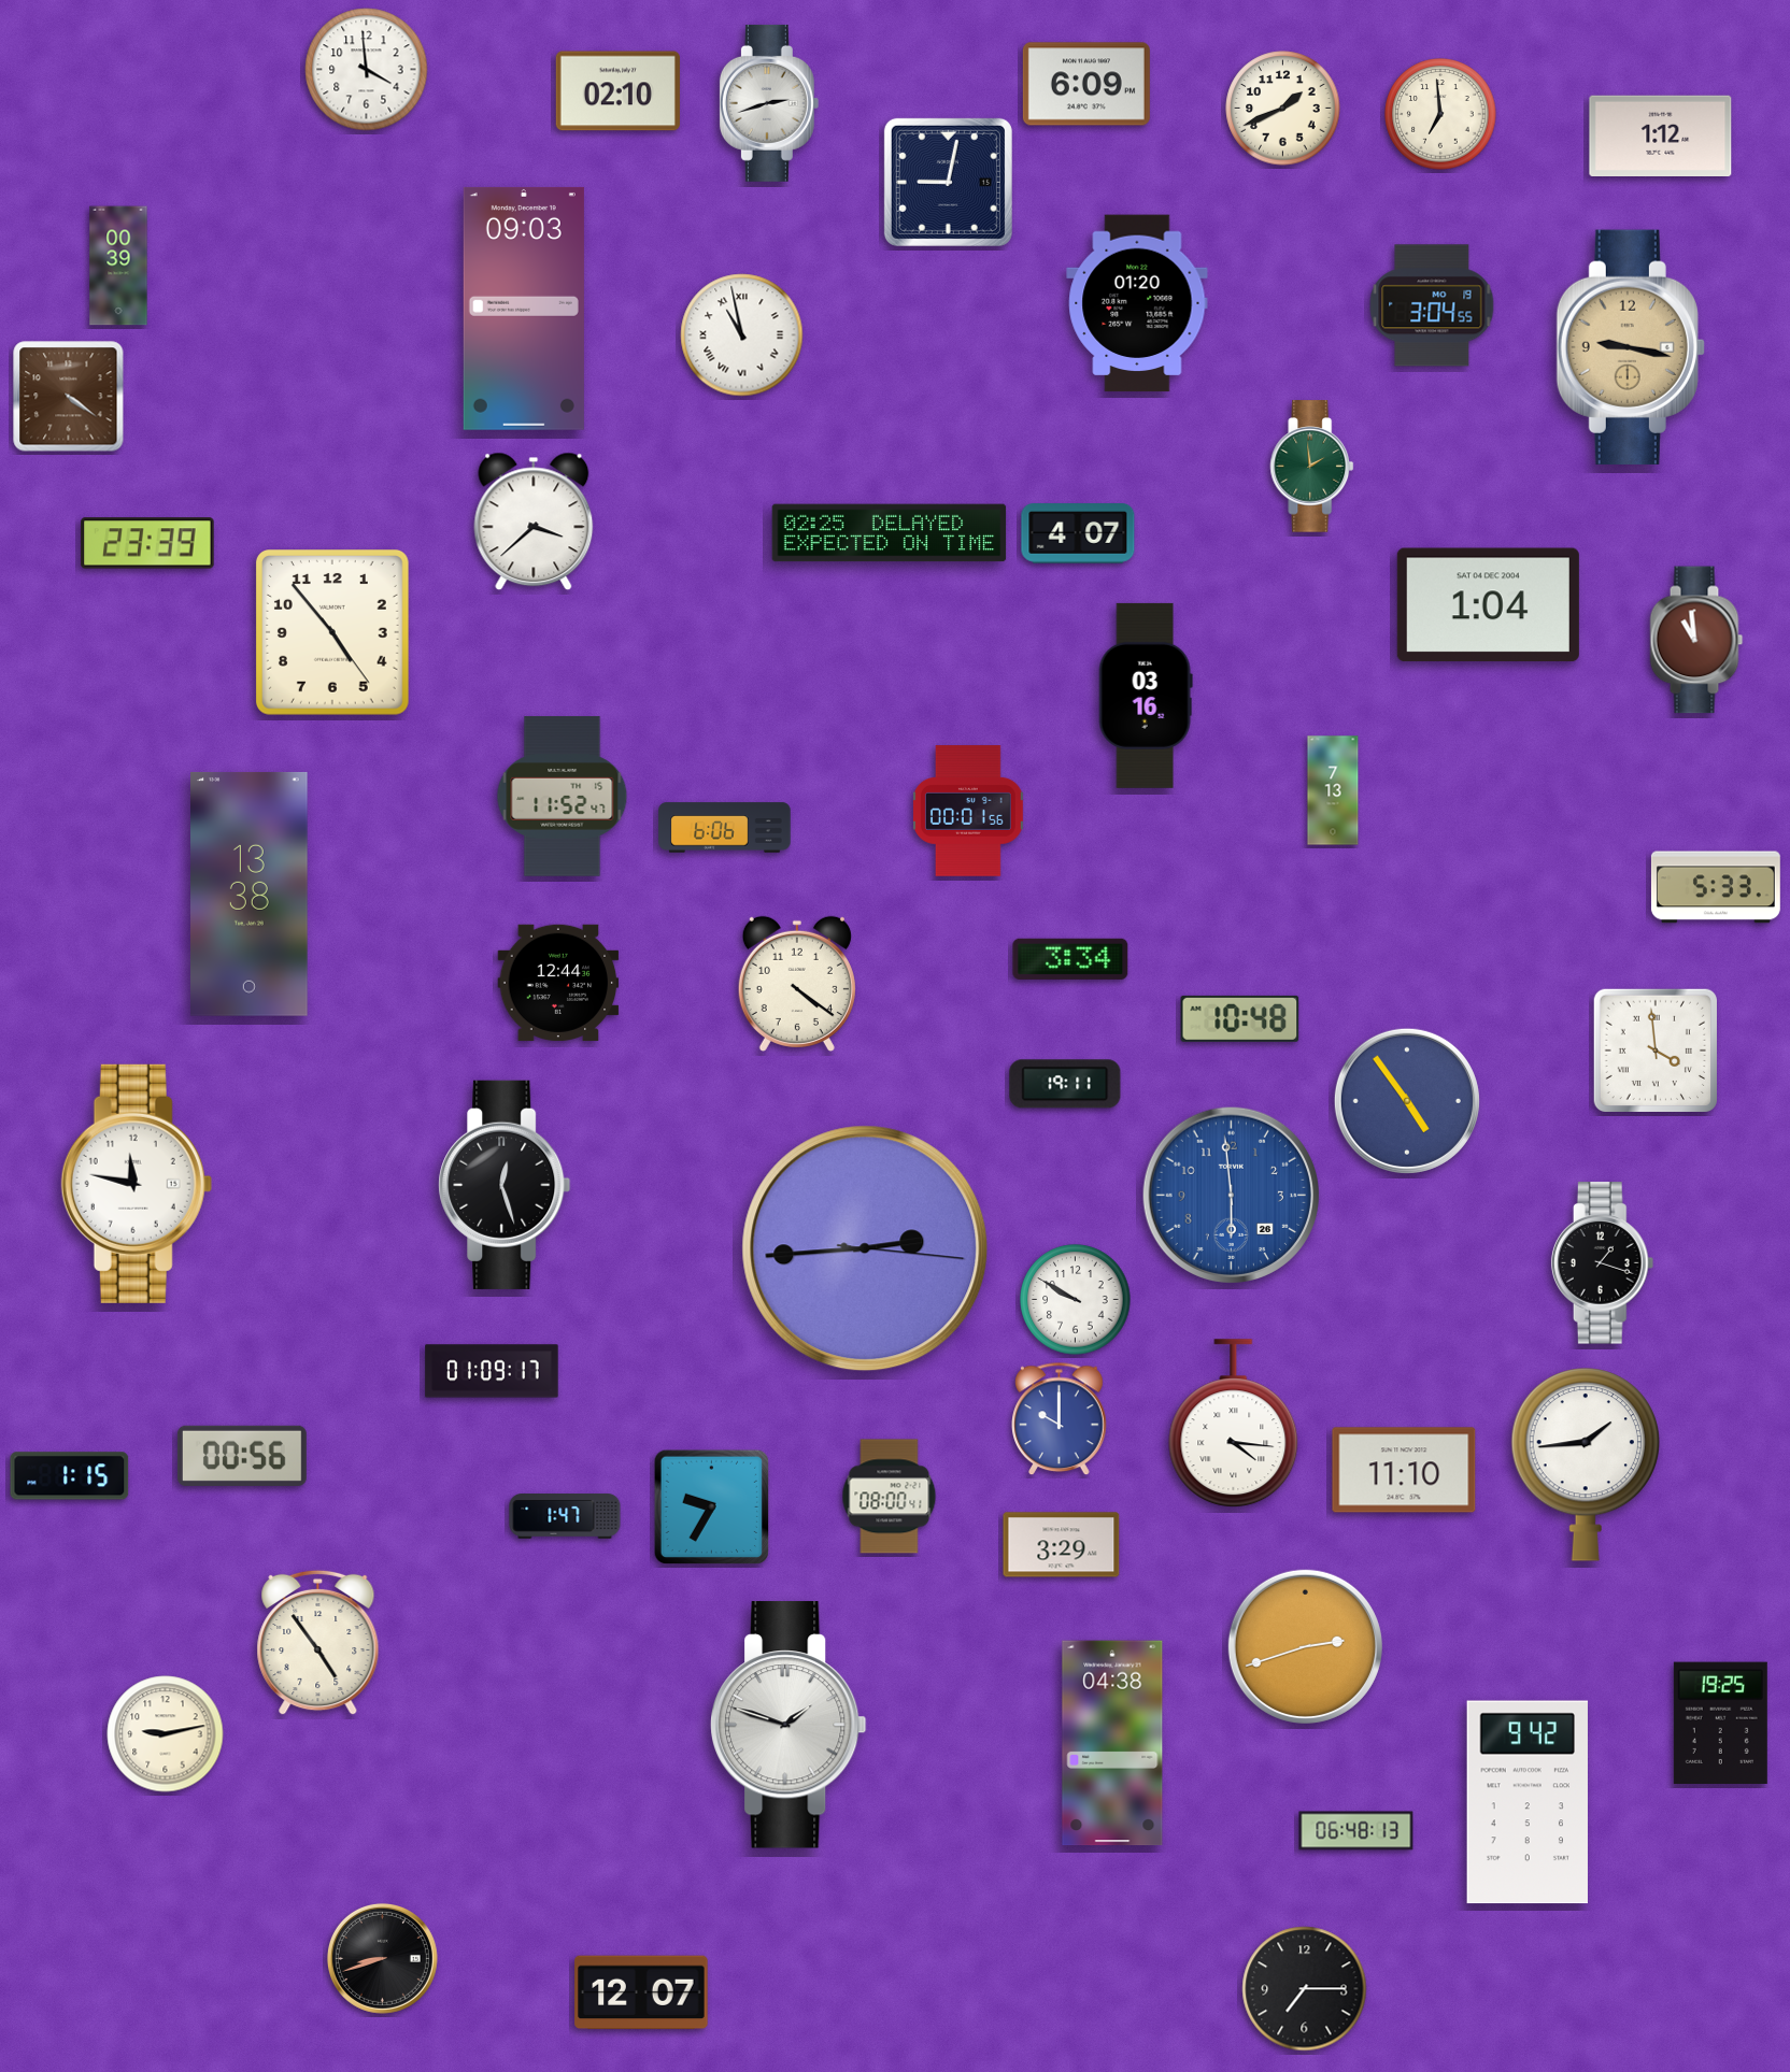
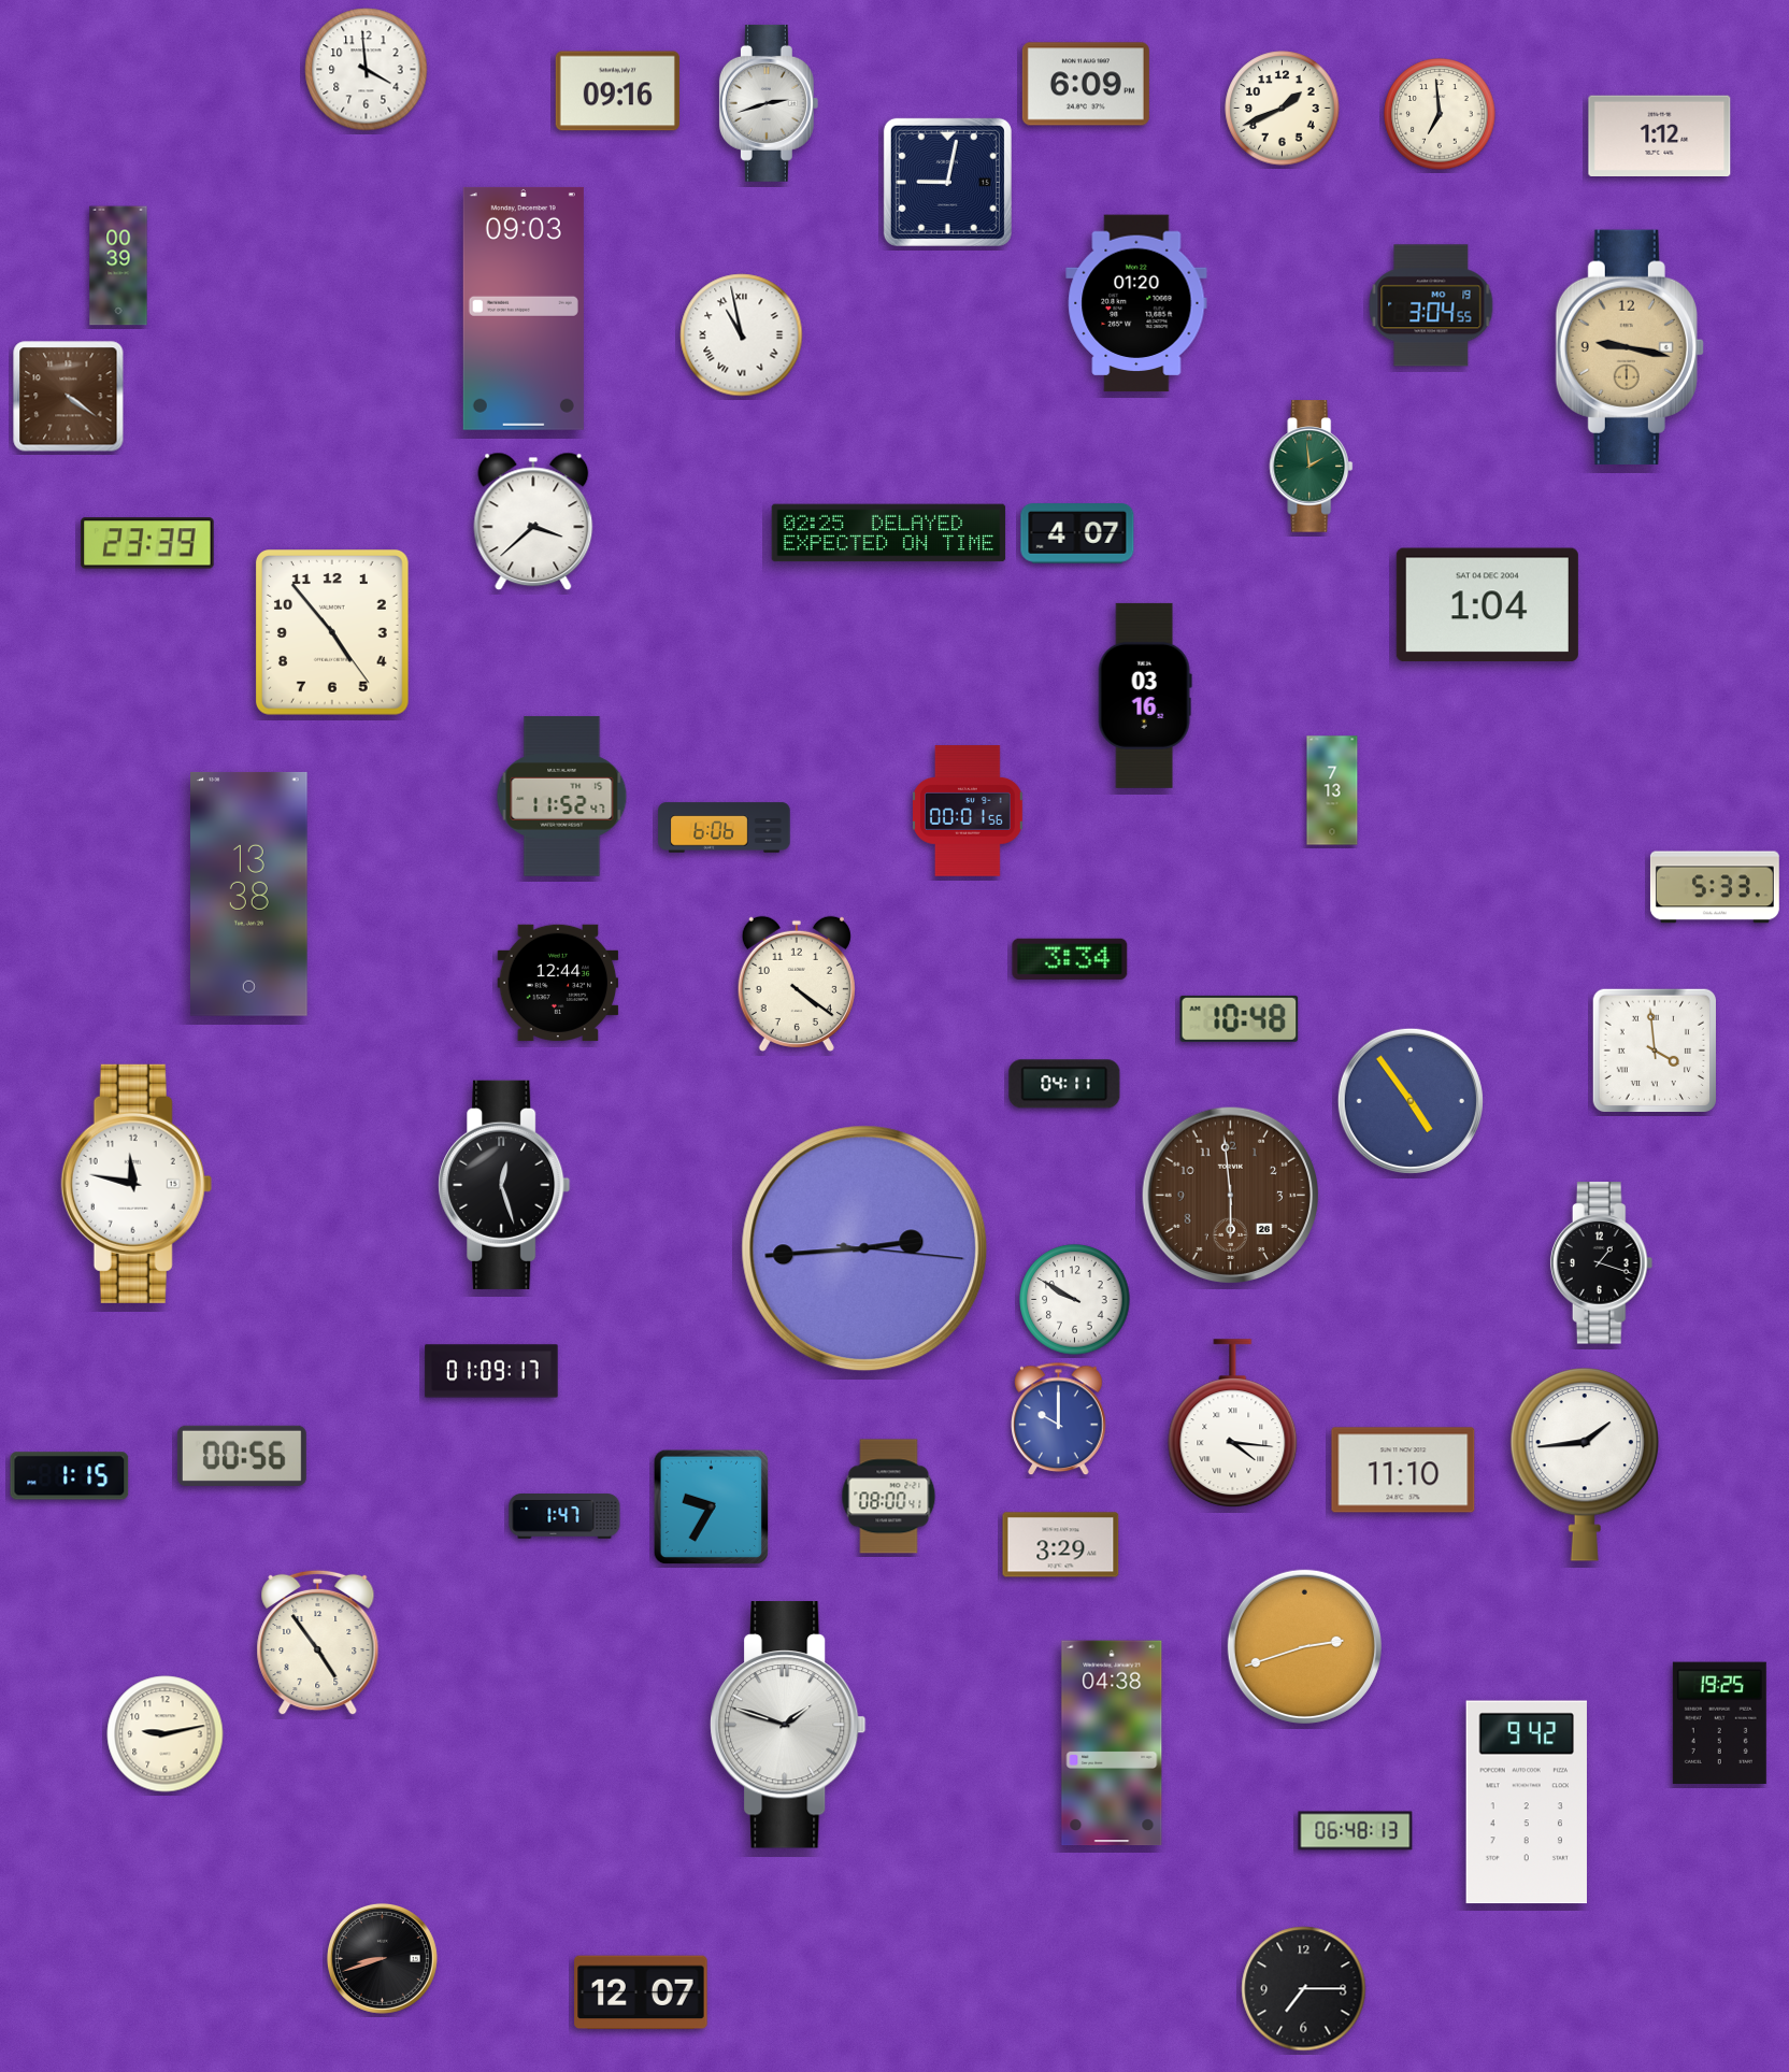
clock at (617, 91): 02:10 -> 09:16
clock at (1696, 640): 10:59 -> none
clock at (1065, 1084): 19:11 -> 04:11
clock at (1407, 1101) position: (1407, 1101) -> (1411, 1101)
clock at (1231, 1195) dial: blue -> brown
